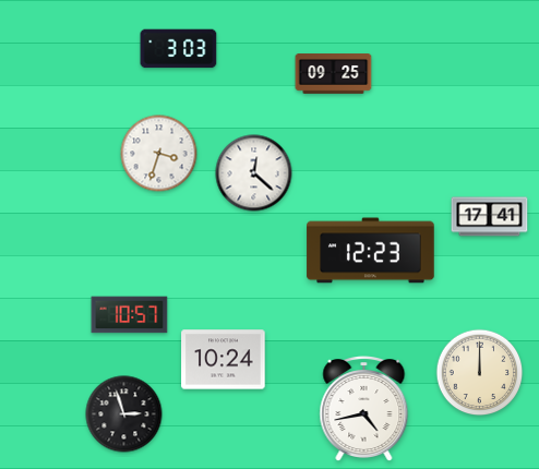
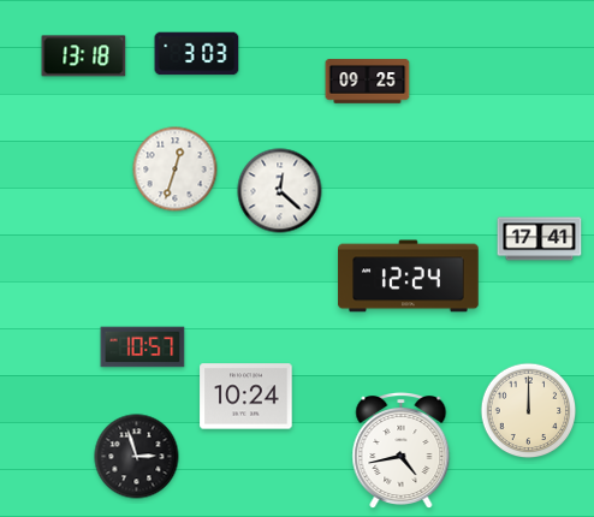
clock at (84, 57): none -> 13:18
clock at (159, 154): 3:33 -> 12:33
clock at (371, 251): 12:23 -> 12:24
